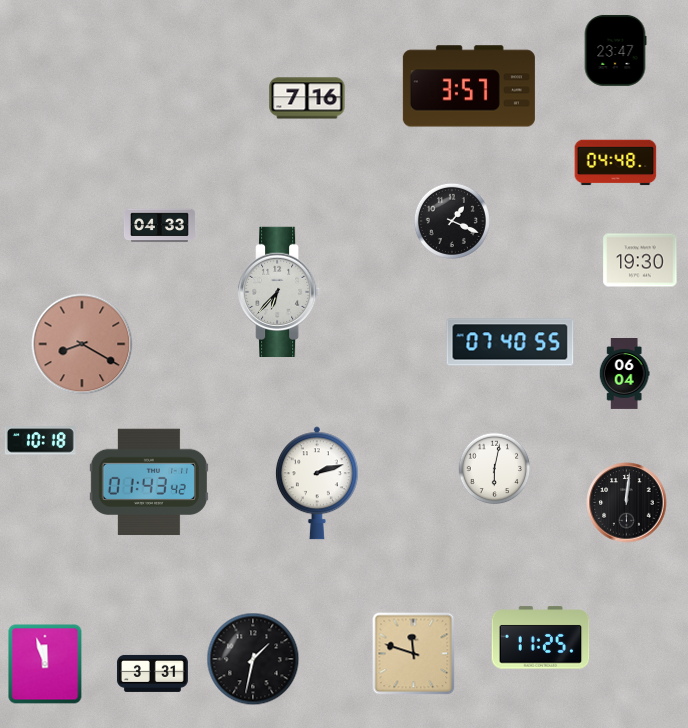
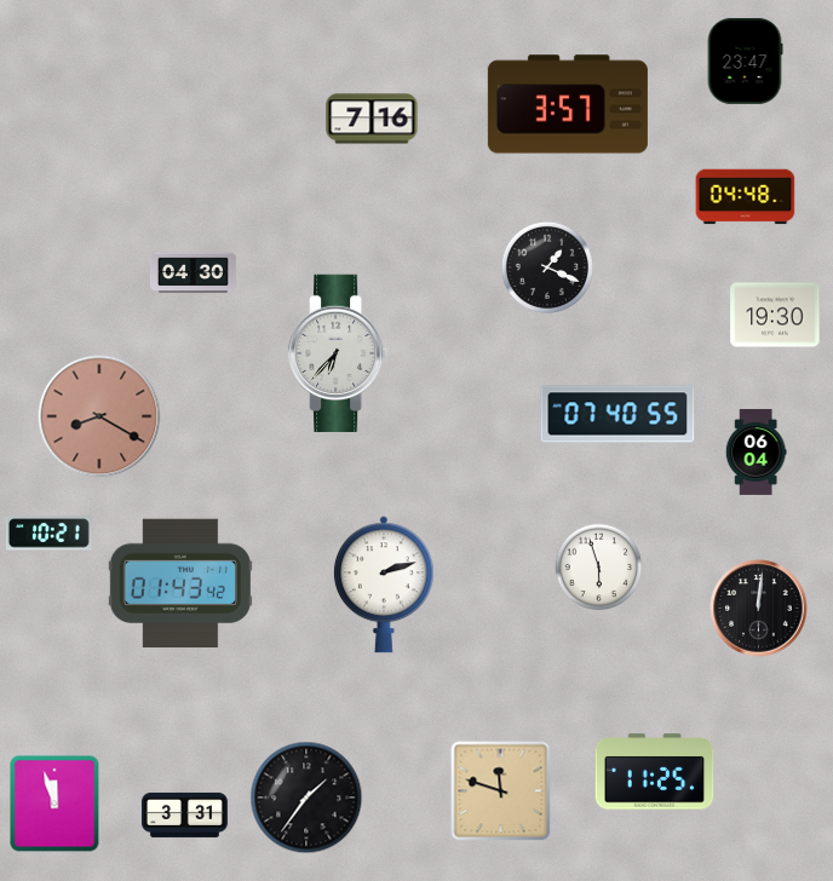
clock at (160, 226): 04:33 -> 04:30
clock at (40, 441): 10:18 -> 10:21
clock at (495, 469): 6:02 -> 5:57
clock at (253, 659): 1:32 -> 1:36
